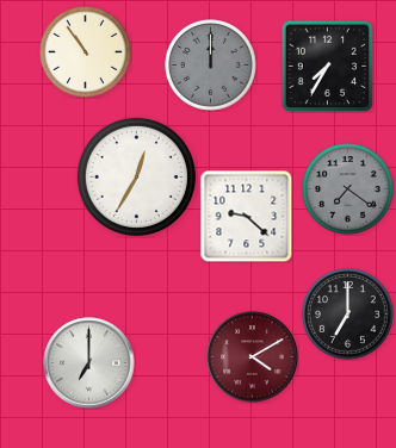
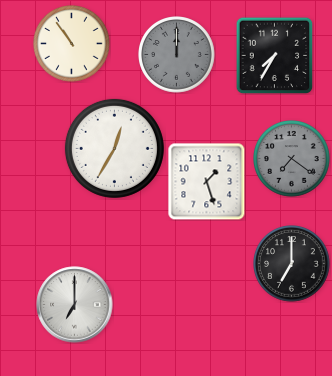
clock at (246, 216): 9:22 -> 1:27
clock at (253, 357): 4:10 -> none
